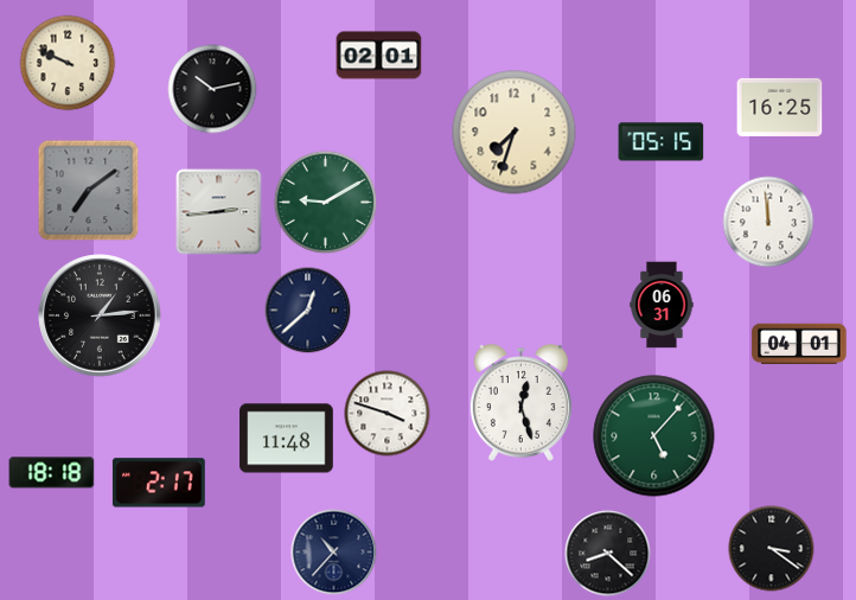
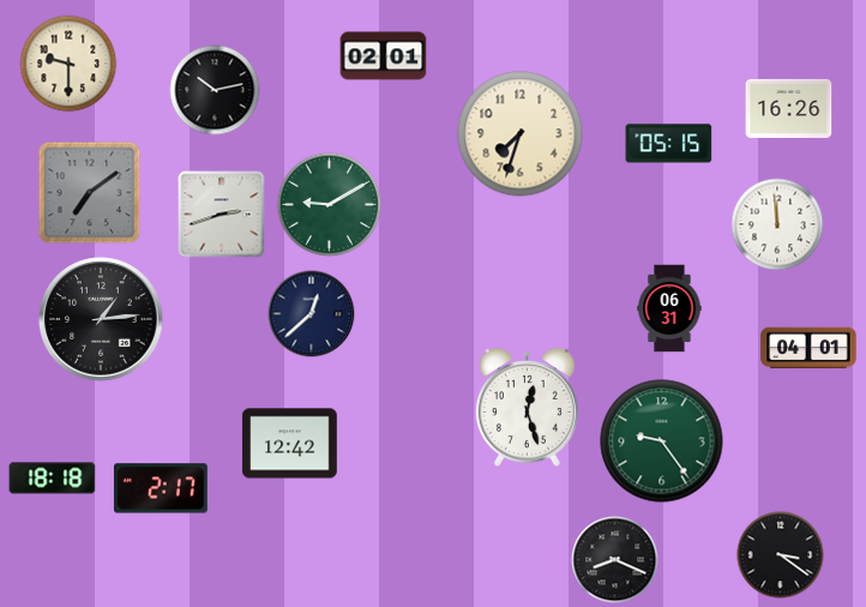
clock at (68, 63): 9:49 -> 9:30
clock at (780, 107): 16:25 -> 16:26
clock at (219, 212): 2:44 -> 2:42
clock at (388, 414): 3:48 -> none
clock at (654, 436): 5:07 -> 9:24
clock at (287, 439): 11:48 -> 12:42
clock at (334, 553): 10:37 -> none
clock at (608, 554): 8:22 -> 8:19
